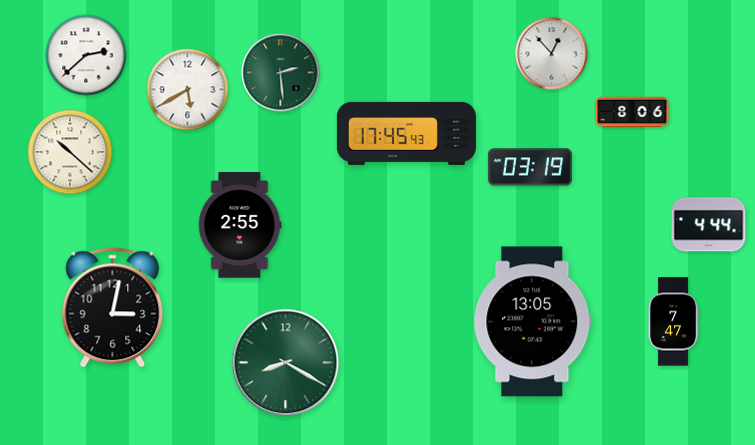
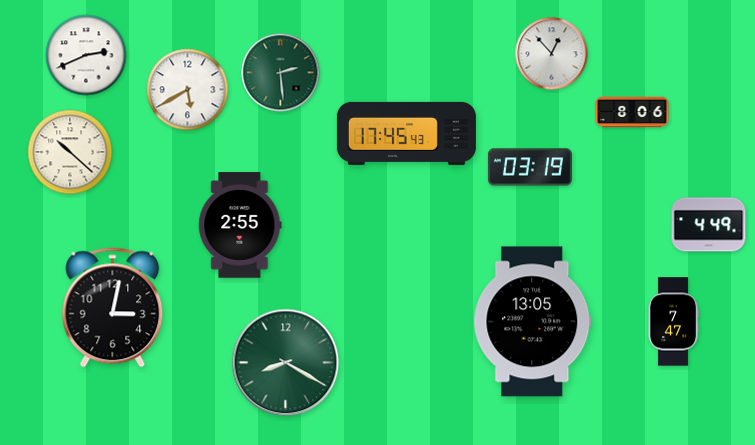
clock at (86, 55): 2:38 -> 2:41
clock at (709, 225): 4:44 -> 4:49
